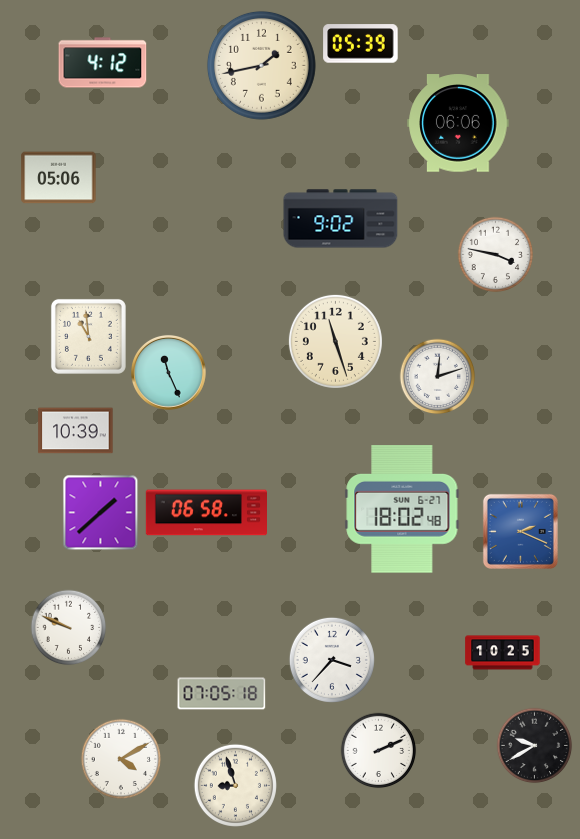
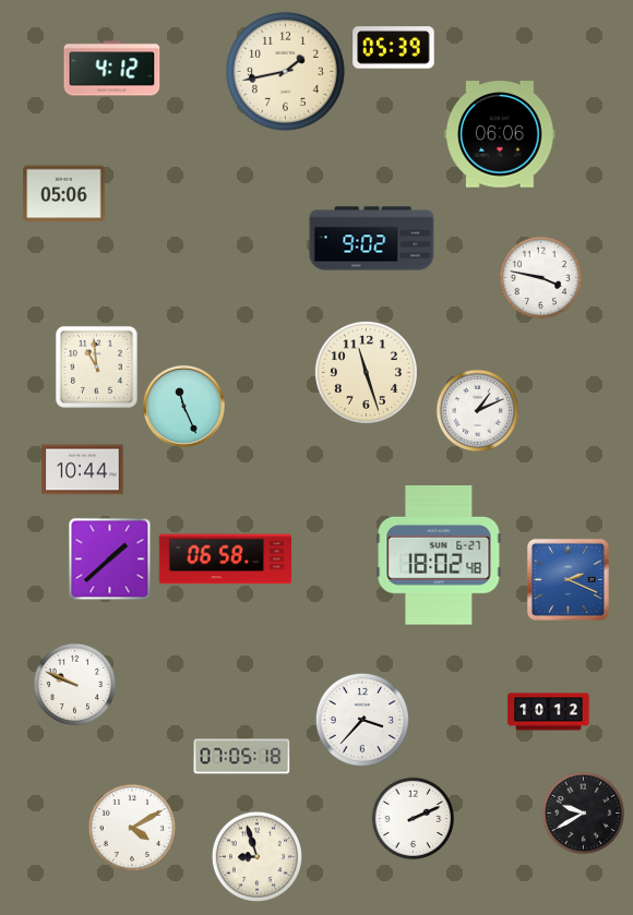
clock at (438, 377): 12:12 -> 1:11
clock at (76, 431): 10:39 -> 10:44
clock at (503, 653): 10:25 -> 10:12
